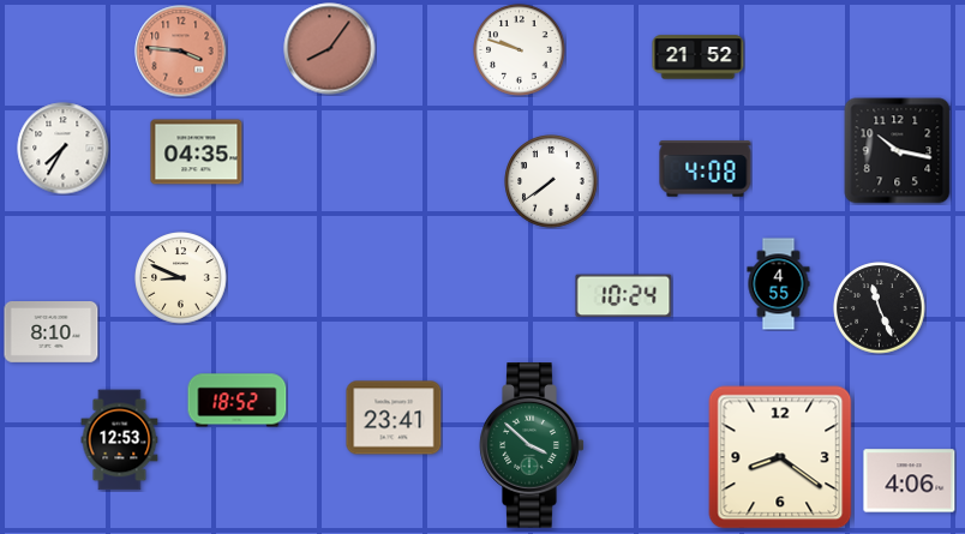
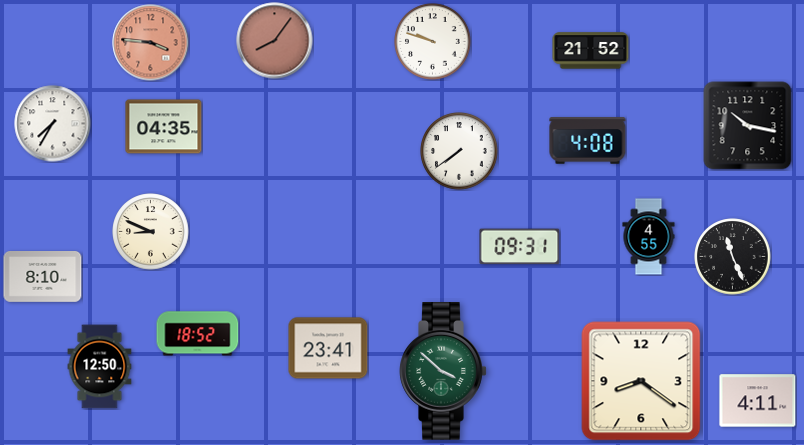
clock at (699, 58) position: (699, 58) -> (591, 51)
clock at (624, 296): 10:24 -> 09:31
clock at (120, 440): 12:53 -> 12:50
clock at (780, 457) position: (780, 457) -> (641, 381)
clock at (910, 481): 4:06 -> 4:11
